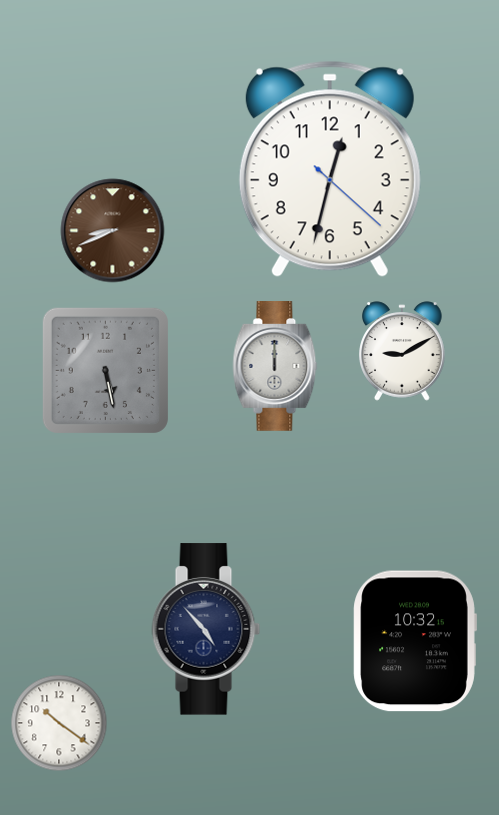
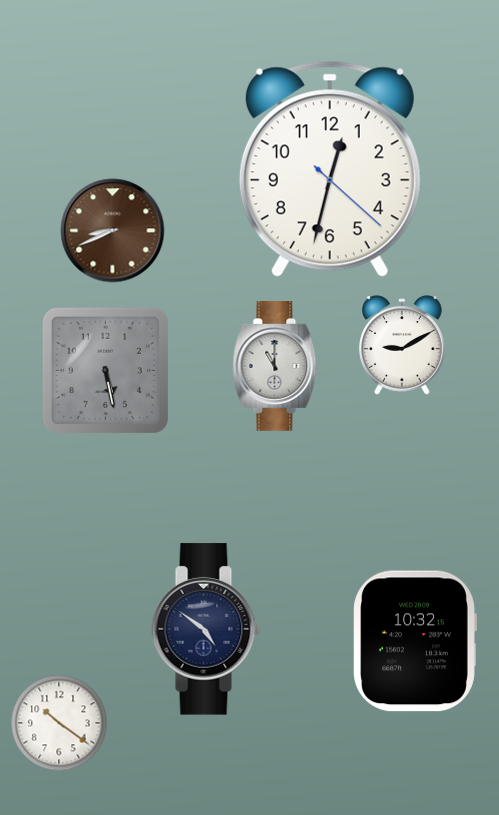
clock at (402, 351) position: (402, 351) -> (402, 345)
clock at (275, 367): 12:00 -> 11:00
clock at (206, 629): 4:53 -> 4:51
